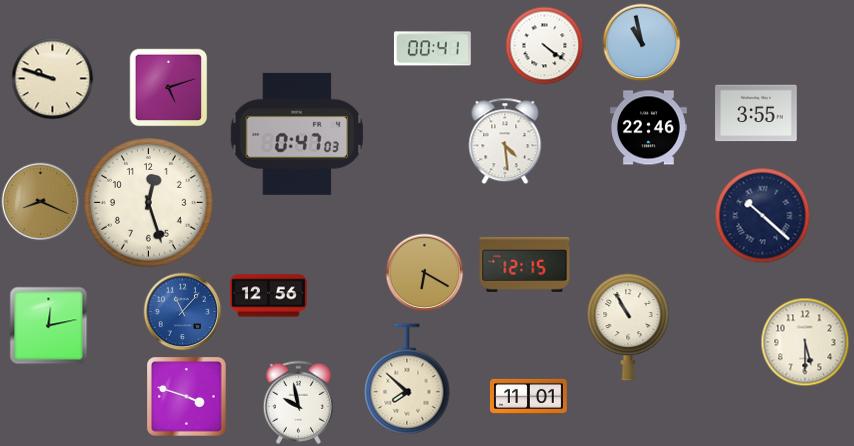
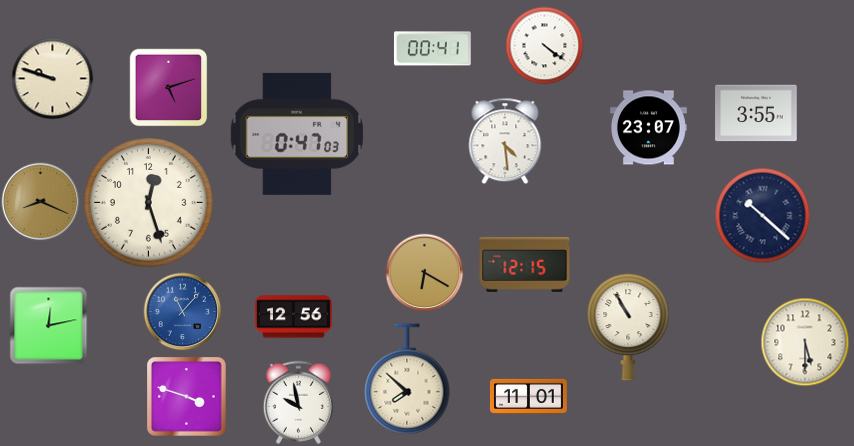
clock at (641, 42): 10:58 -> none
clock at (649, 128): 22:46 -> 23:07
clock at (269, 296) position: (269, 296) -> (294, 317)
